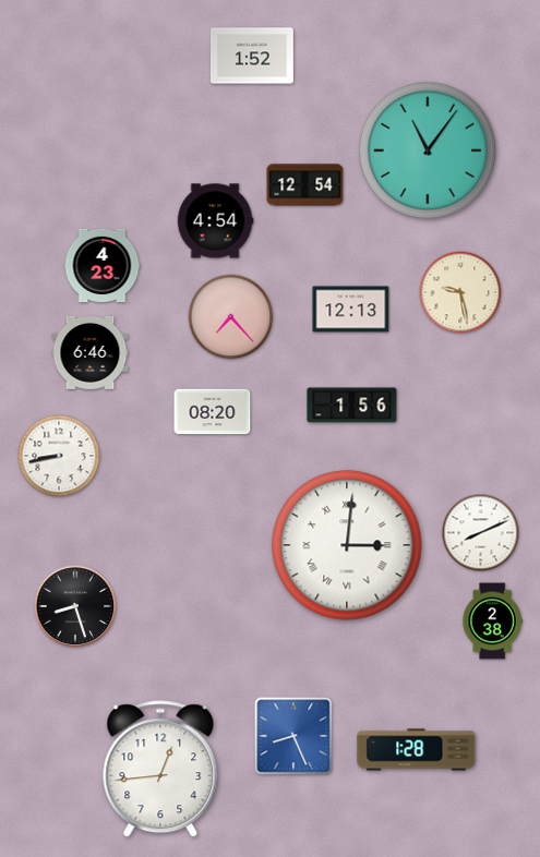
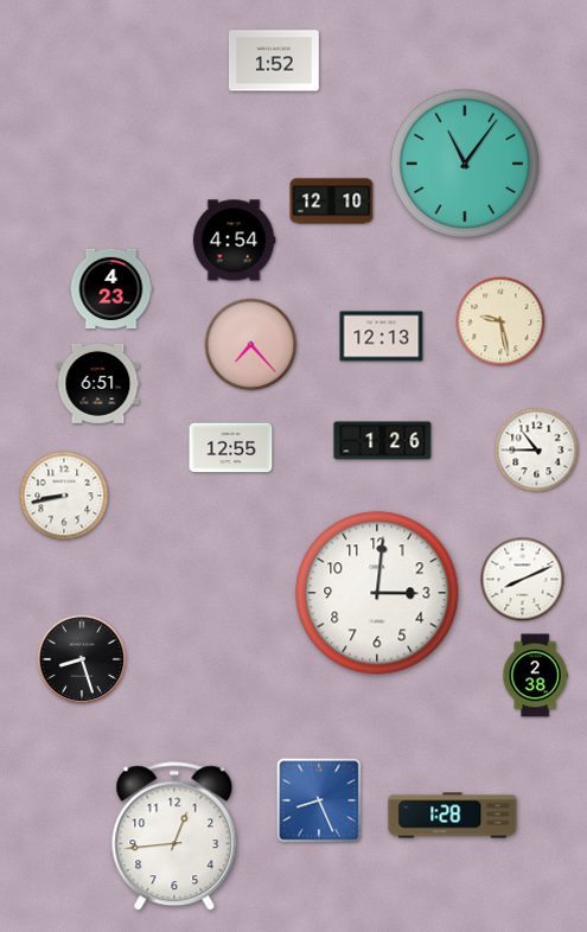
clock at (305, 185): 12:54 -> 12:10
clock at (460, 292) position: (460, 292) -> (500, 321)
clock at (91, 352): 6:46 -> 6:51
clock at (352, 406): 1:56 -> 1:26
clock at (213, 412): 08:20 -> 12:55
clock at (537, 451): none -> 10:45
clock at (347, 545) numerals: Roman -> Arabic
